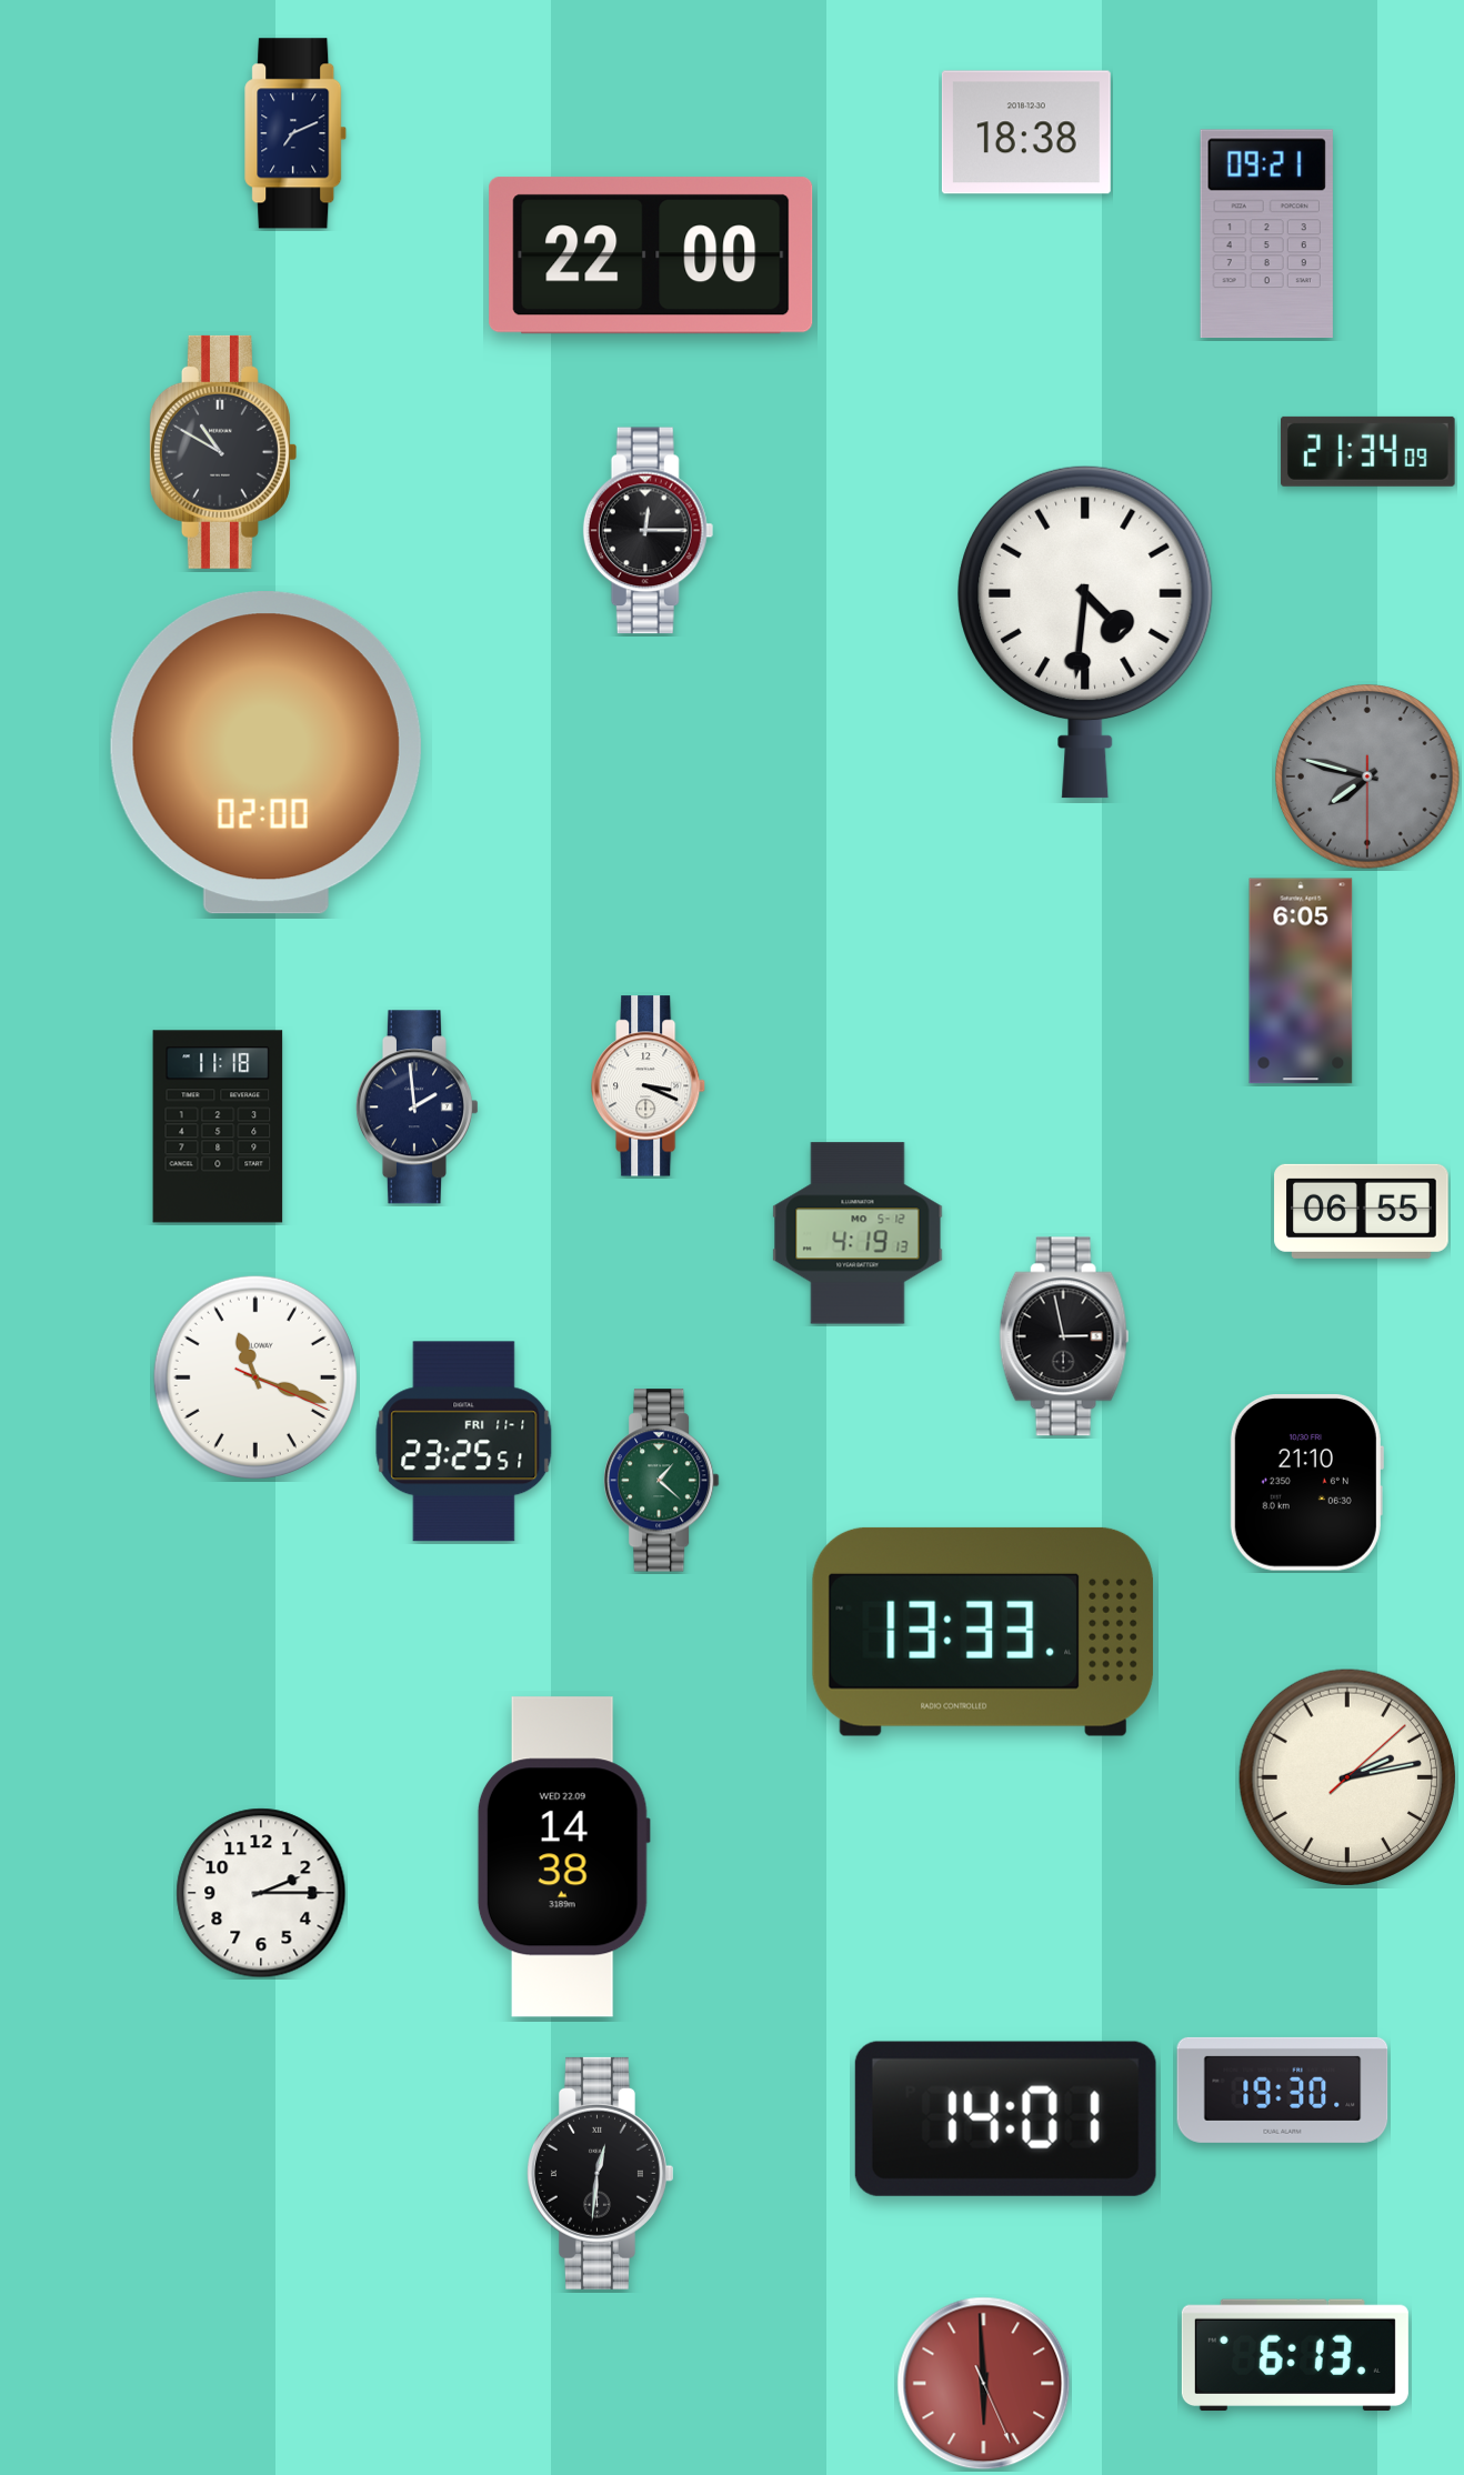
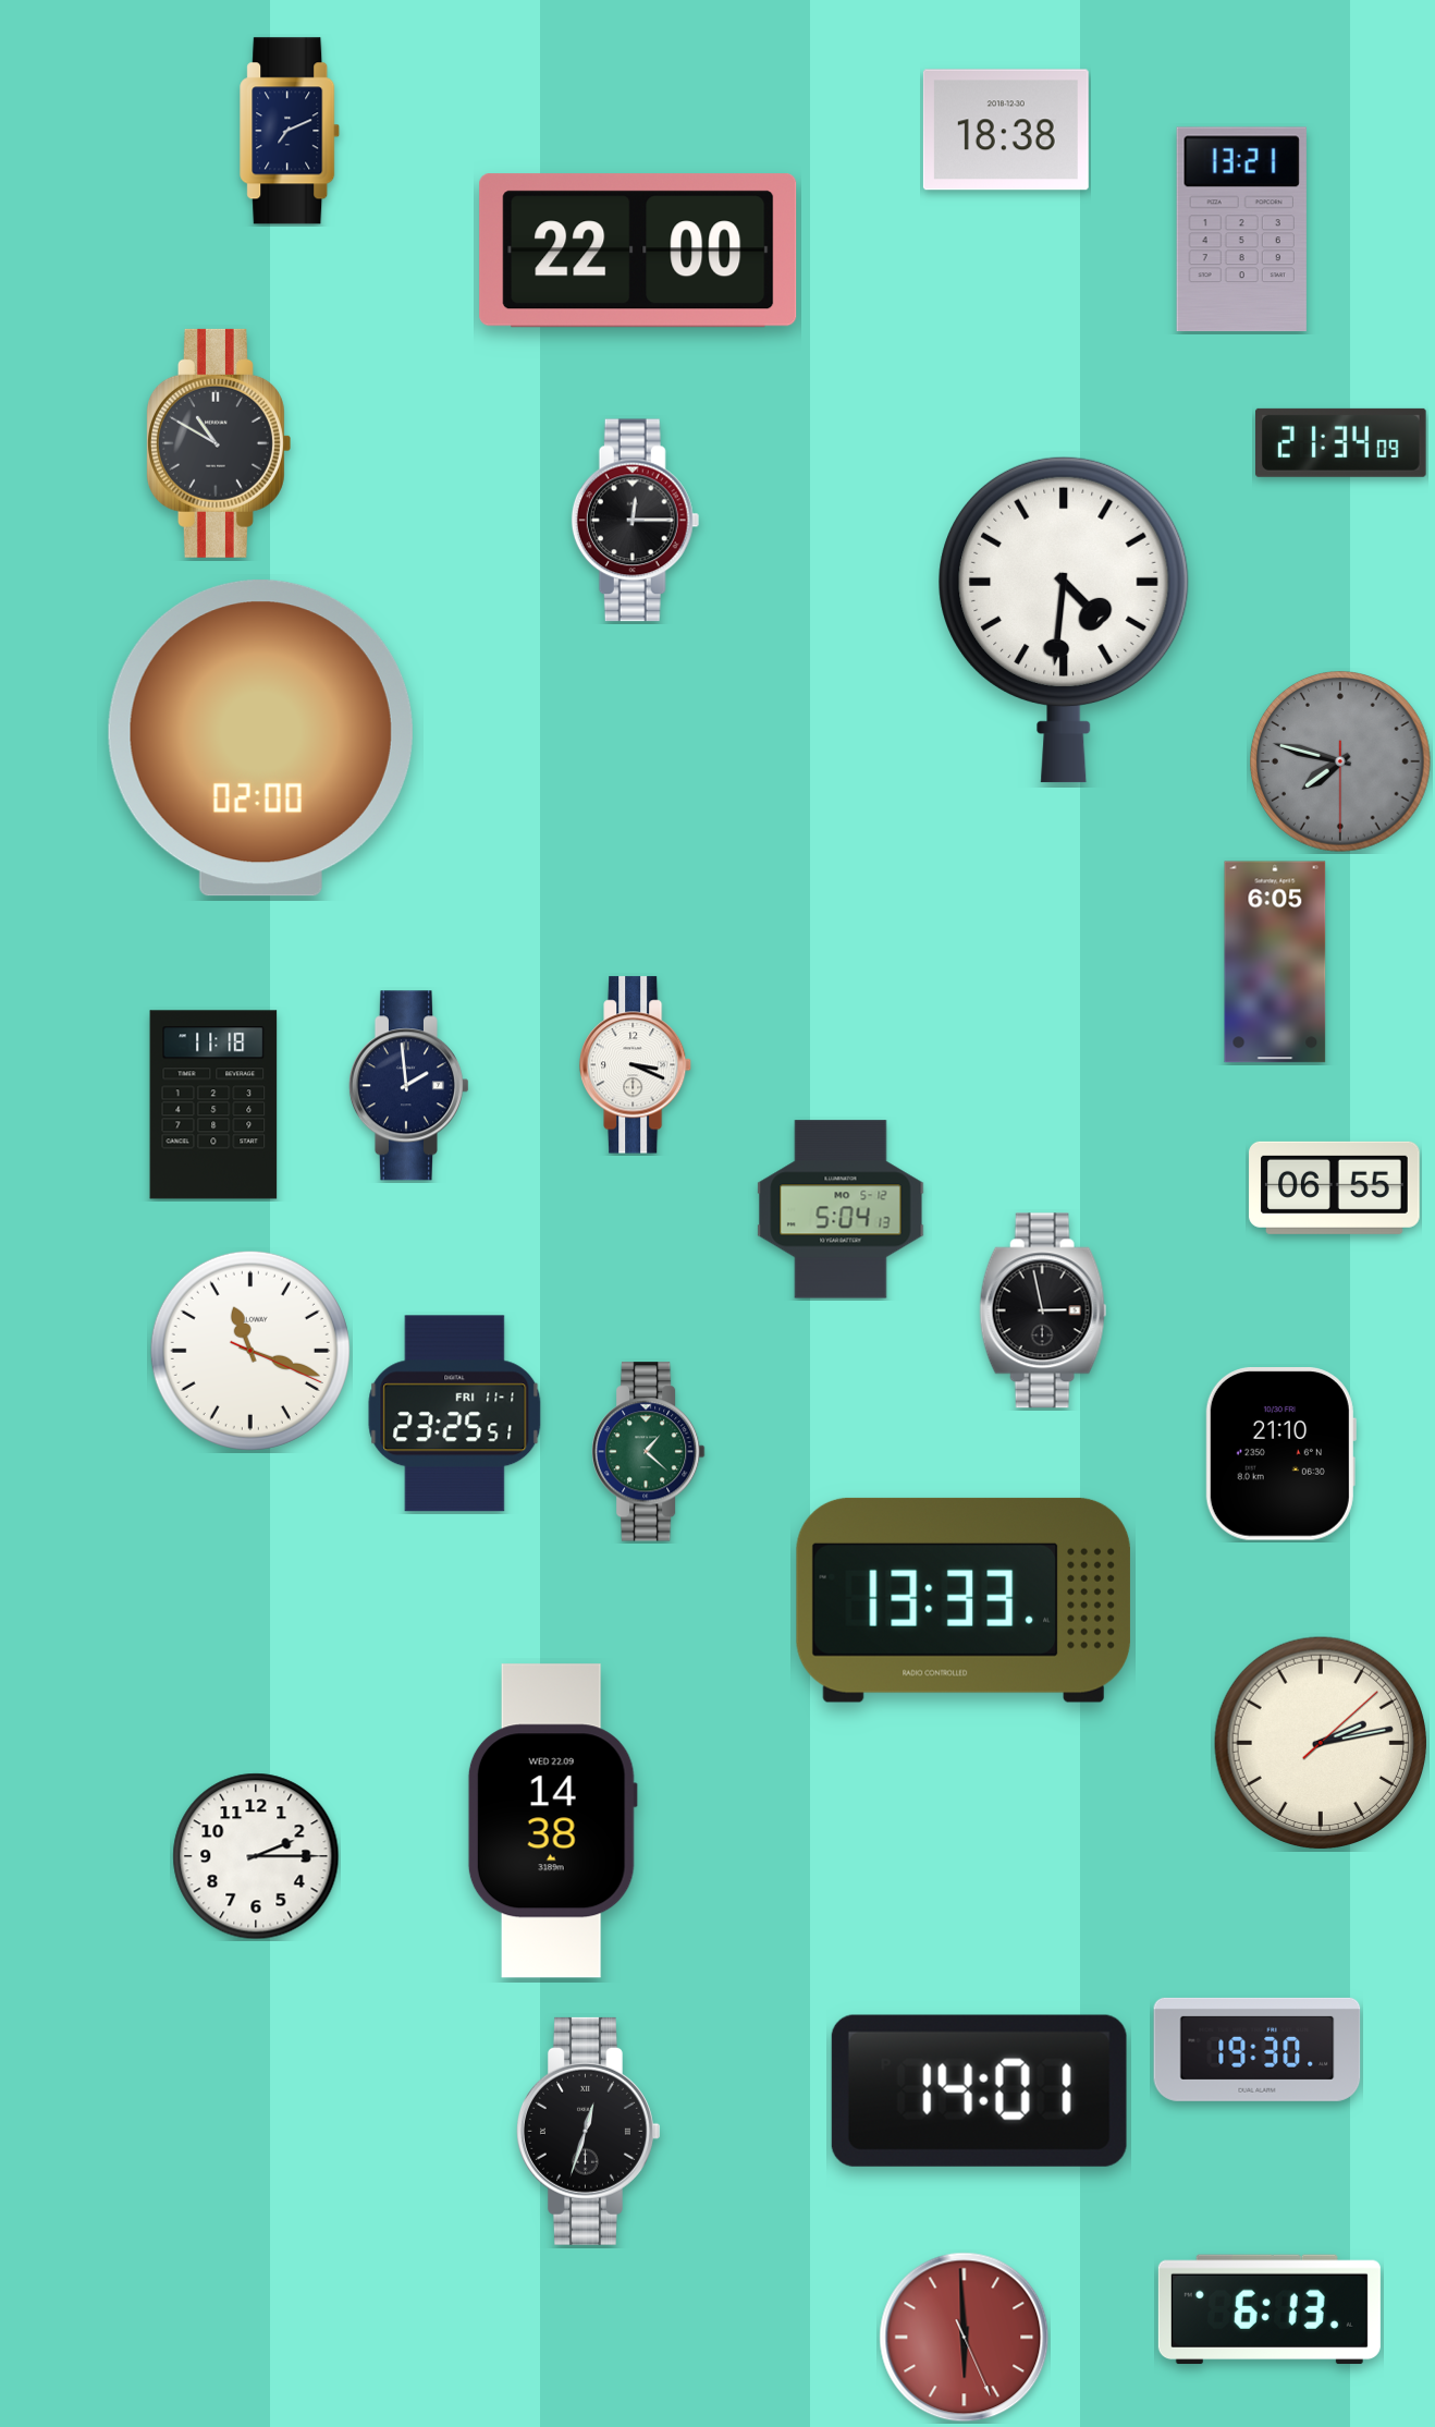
clock at (1266, 234): 09:21 -> 13:21
clock at (858, 1233): 4:19 -> 5:04
clock at (1005, 2118) position: (1005, 2118) -> (979, 2090)
clock at (600, 2173): 12:31 -> 12:33
